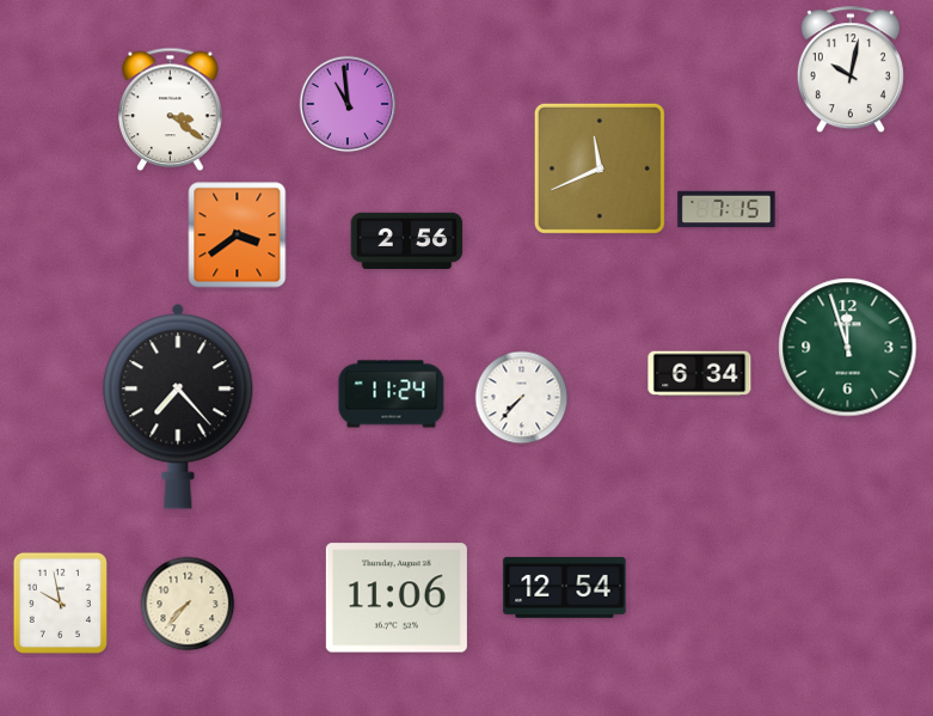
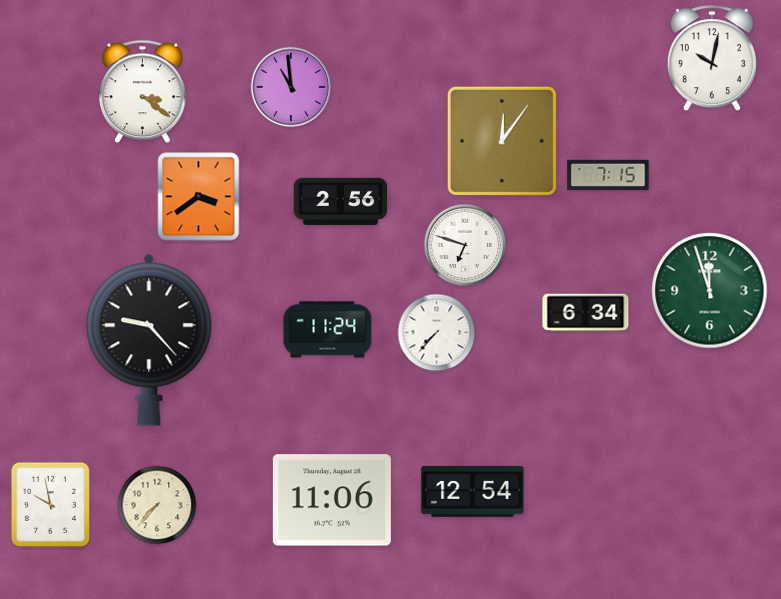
clock at (600, 169): 11:41 -> 12:06
clock at (465, 245): none -> 6:48
clock at (178, 406): 7:23 -> 9:23
